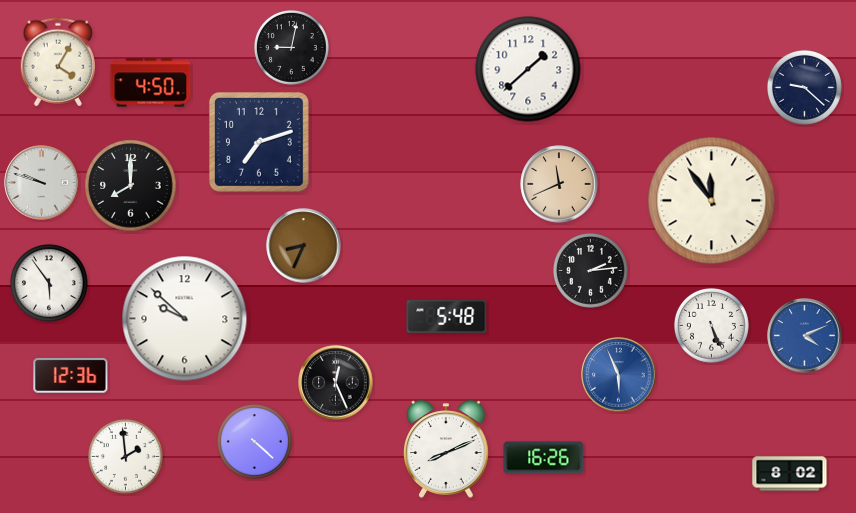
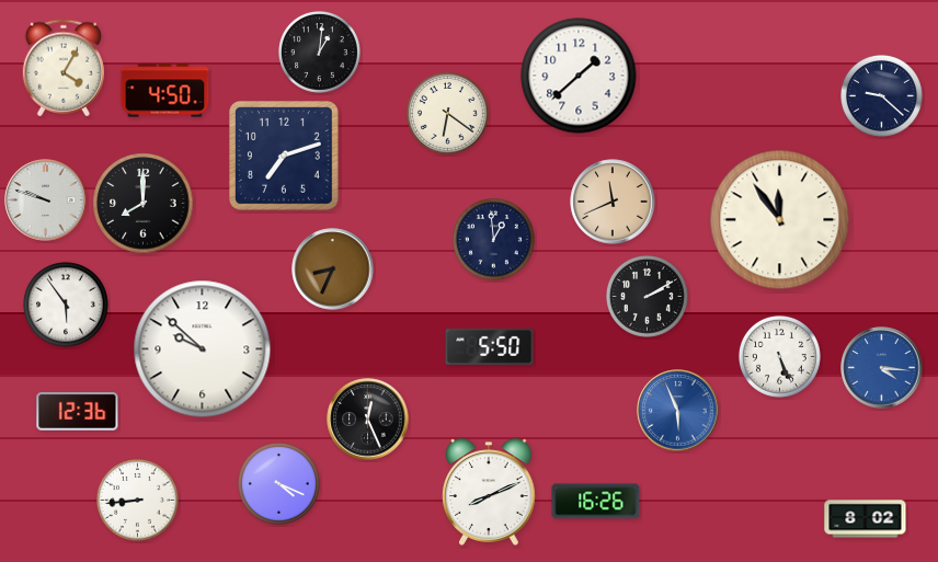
clock at (292, 48): 9:02 -> 1:01
clock at (448, 114): none -> 6:21
clock at (494, 240): none -> 12:59
clock at (591, 271): 2:14 -> 2:10
clock at (50, 284) position: (50, 284) -> (67, 306)
clock at (447, 316): 5:48 -> 5:50
clock at (805, 336): 4:11 -> 4:16
clock at (255, 442): 4:22 -> 4:19
clock at (126, 457): 1:59 -> 8:44
